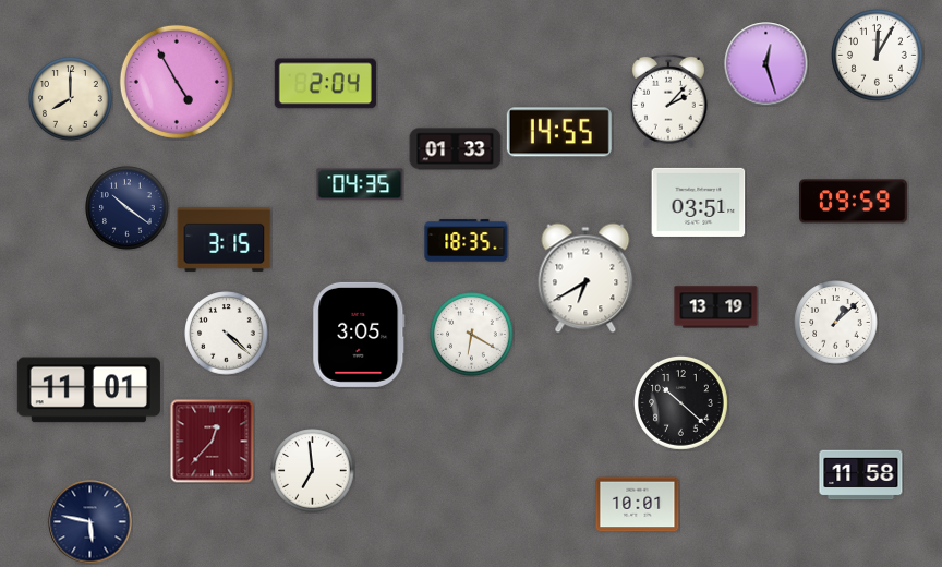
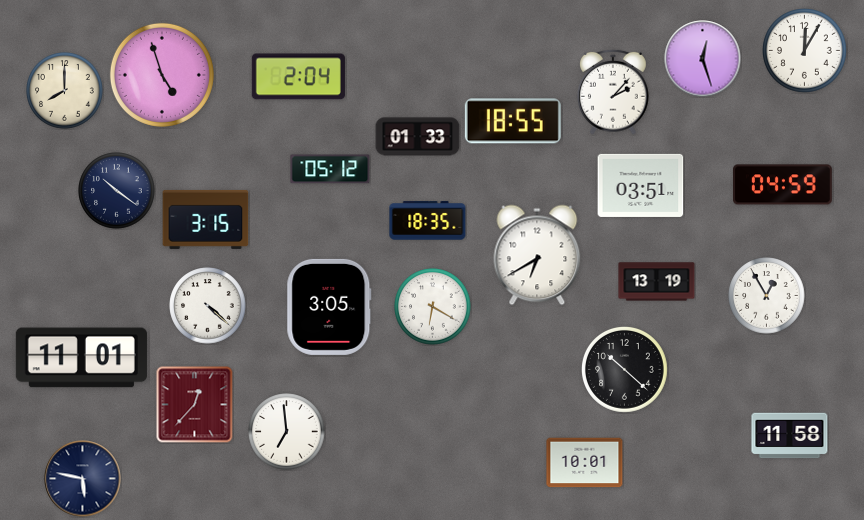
clock at (177, 82): 4:55 -> 4:57
clock at (559, 132): 14:55 -> 18:55
clock at (360, 184): 04:35 -> 05:12
clock at (854, 202): 09:59 -> 04:59
clock at (836, 323): 1:08 -> 12:55
